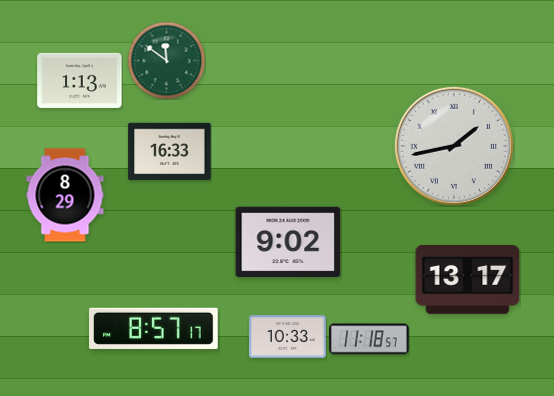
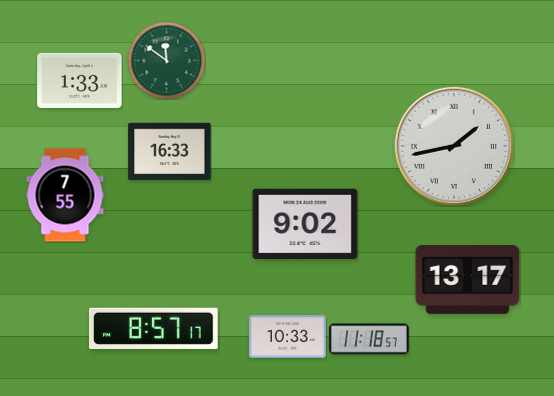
clock at (80, 80): 1:13 -> 1:33
clock at (65, 195): 8:29 -> 7:55
clock at (288, 242) position: (288, 242) -> (305, 224)
